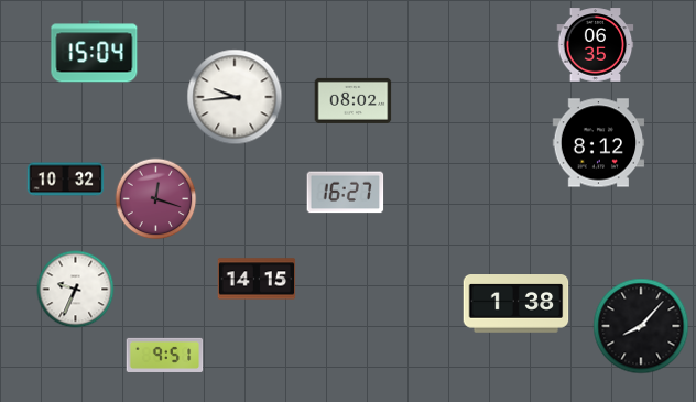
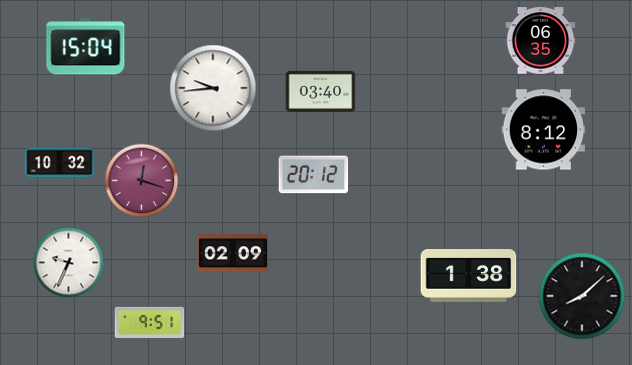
clock at (354, 100): 08:02 -> 03:40
clock at (346, 193): 16:27 -> 20:12
clock at (257, 279): 14:15 -> 02:09
clock at (641, 326): 8:07 -> 8:08
